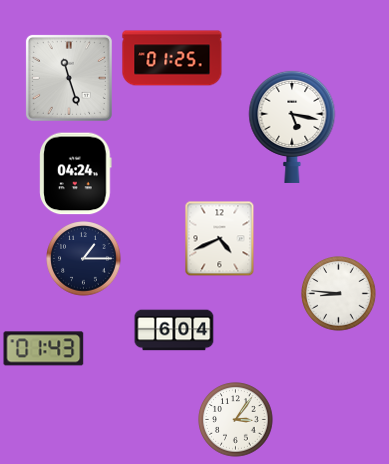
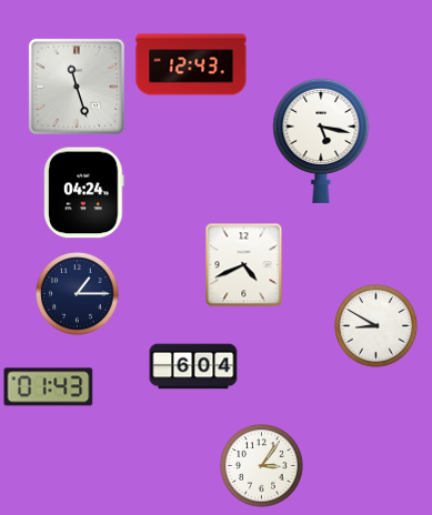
clock at (172, 58): 01:25 -> 12:43
clock at (292, 126) position: (292, 126) -> (321, 140)
clock at (84, 259) position: (84, 259) -> (78, 294)
clock at (339, 294): 8:46 -> 8:50
